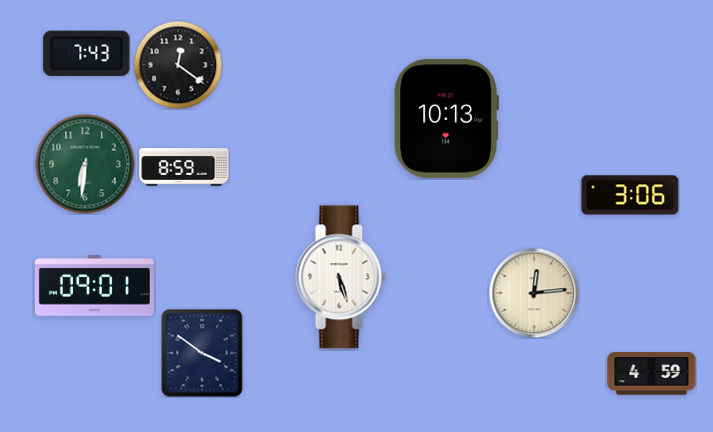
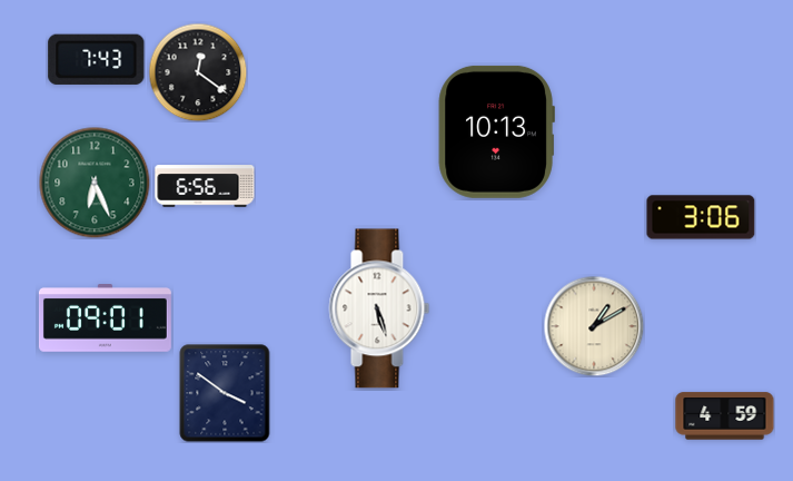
clock at (85, 164): 6:31 -> 6:26
clock at (184, 167): 8:59 -> 6:56
clock at (534, 293): 12:14 -> 1:10
